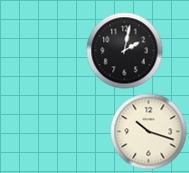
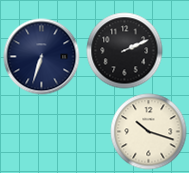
clock at (125, 51): 2:02 -> 2:11
clock at (42, 57): none -> 6:33
